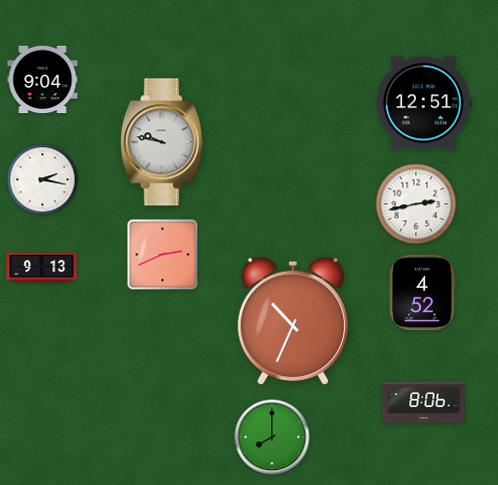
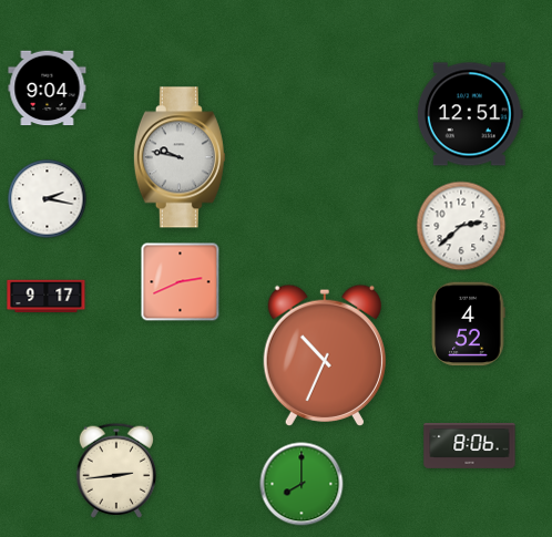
clock at (416, 204): 2:43 -> 2:38
clock at (42, 268): 9:13 -> 9:17
clock at (115, 471): none -> 2:44
